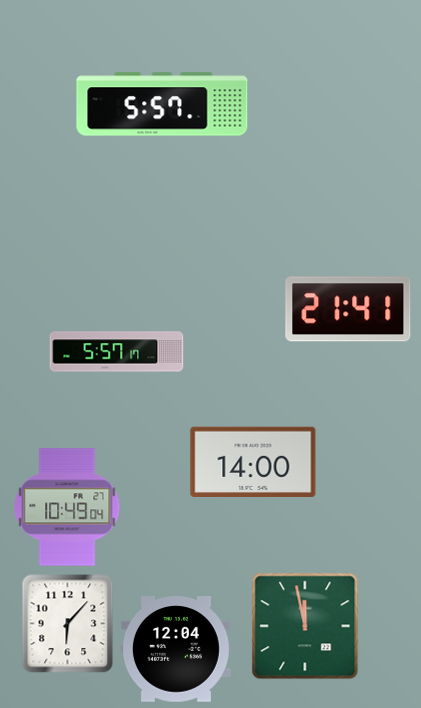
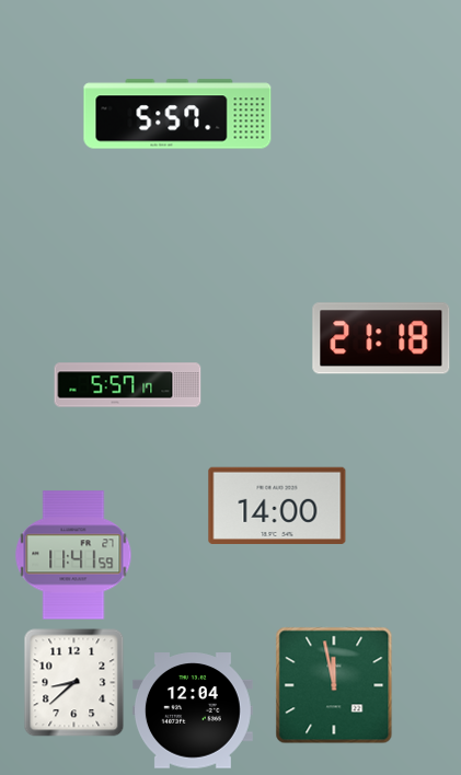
clock at (348, 309): 21:41 -> 21:18
clock at (67, 507): 10:49 -> 11:41
clock at (68, 624): 6:07 -> 8:38
